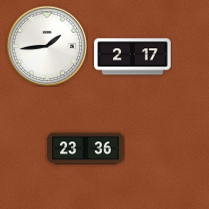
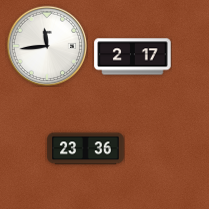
clock at (47, 46): 1:44 -> 11:44
